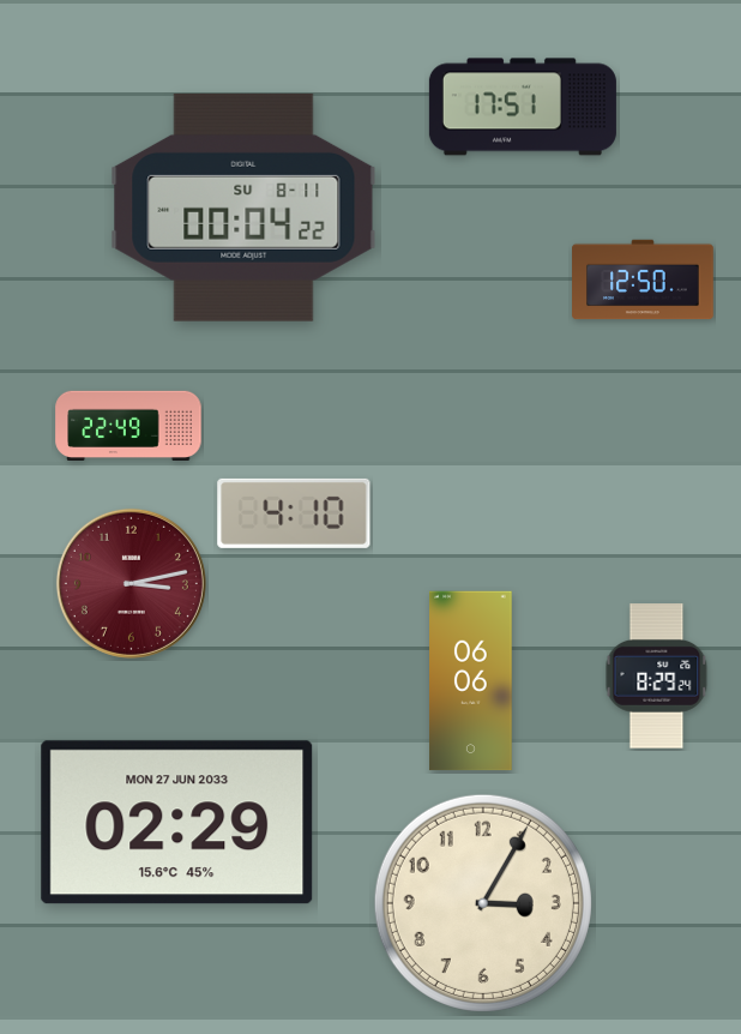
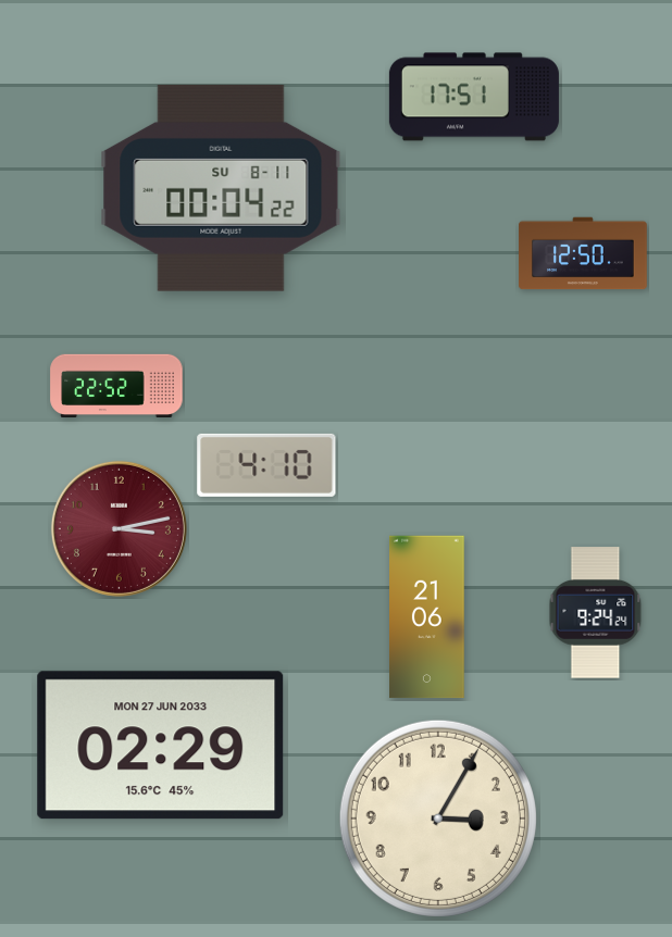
clock at (128, 425): 22:49 -> 22:52
clock at (657, 677): 8:29 -> 9:24
clock at (471, 681): 06:06 -> 21:06
